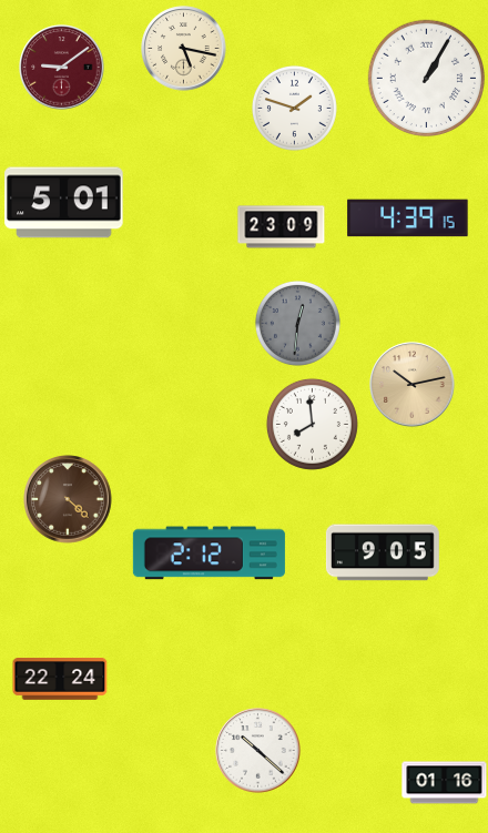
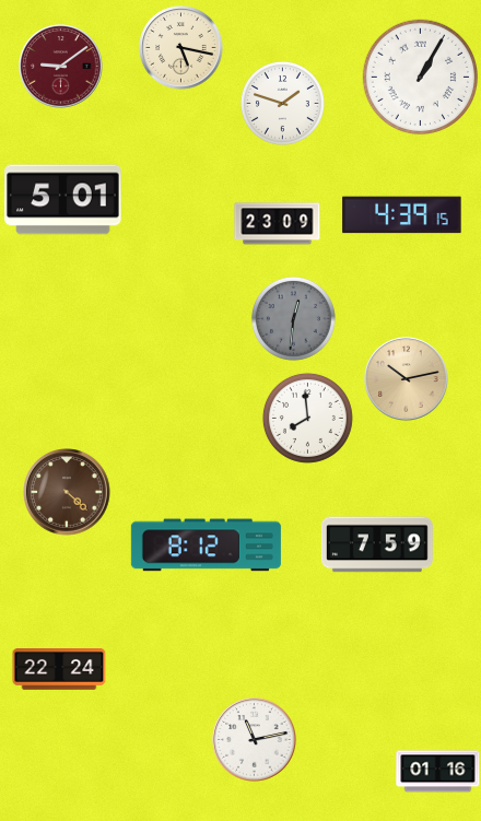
clock at (294, 108) position: (294, 108) -> (282, 103)
clock at (383, 552): 9:05 -> 7:59
clock at (209, 553): 2:12 -> 8:12
clock at (258, 751): 10:22 -> 11:13
